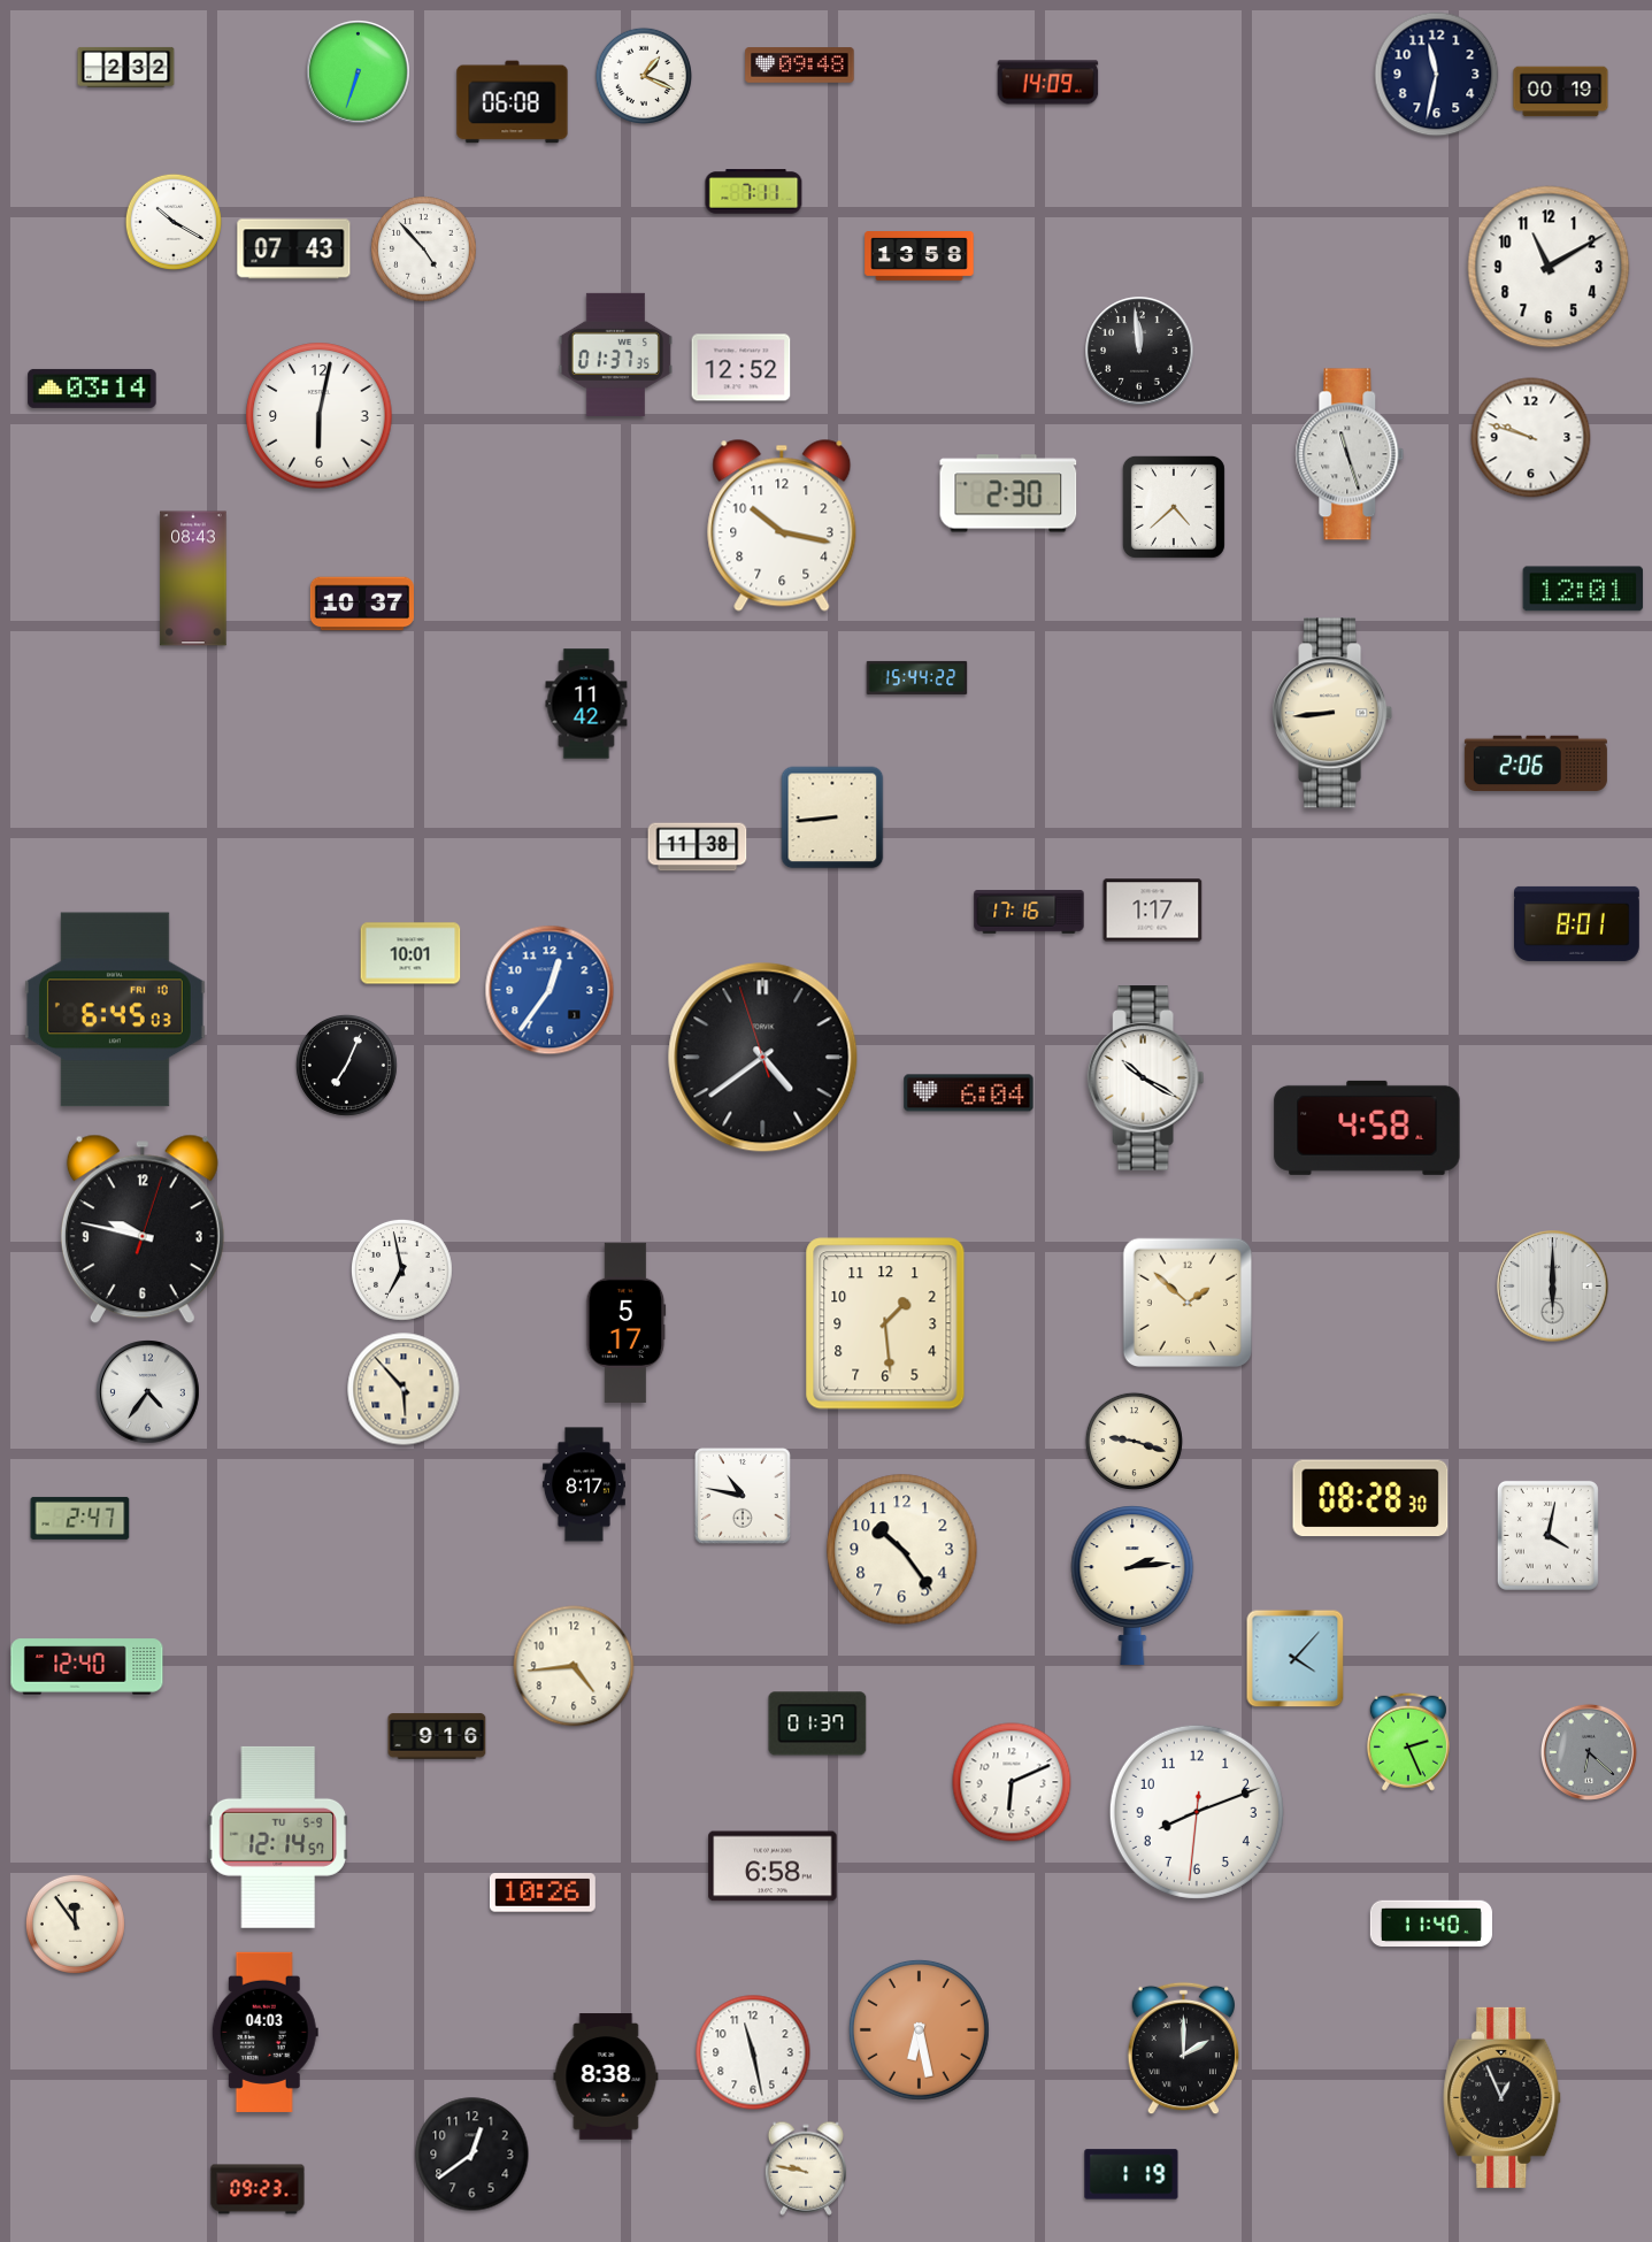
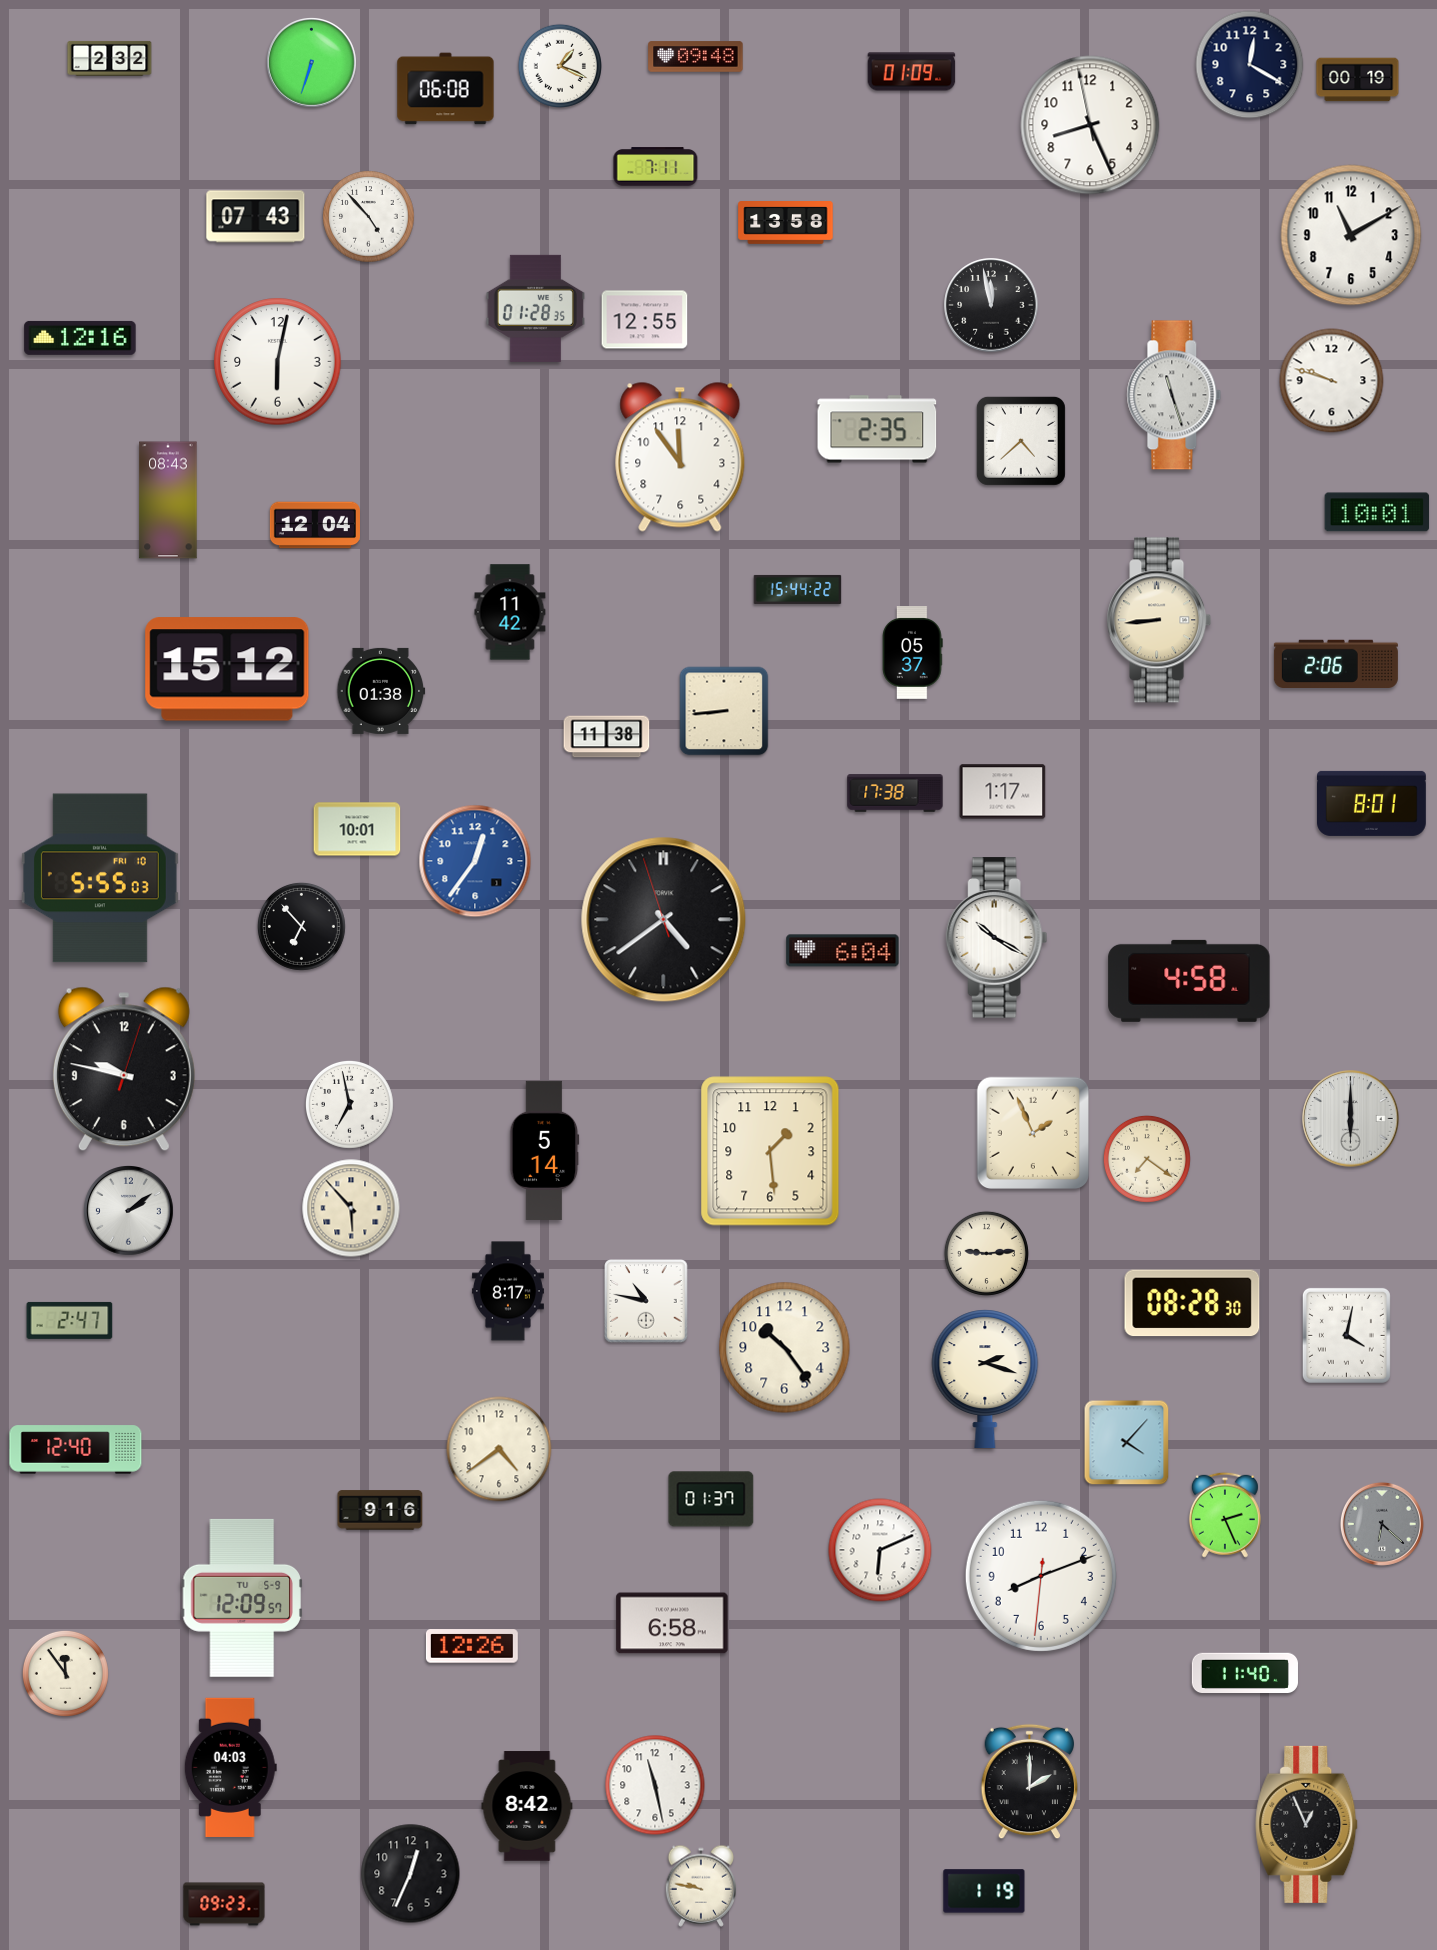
clock at (1437, 75): 11:32 -> 12:20
clock at (1048, 83): 14:09 -> 01:09
clock at (1090, 125): none -> 8:25
clock at (174, 222): 10:20 -> none
clock at (920, 256) position: (920, 256) -> (786, 223)
clock at (1549, 267) position: (1549, 267) -> (1351, 235)
clock at (1139, 351): 11:59 -> 11:58
clock at (615, 354): 01:37 -> 01:28
clock at (742, 368): 12:52 -> 12:55
clock at (92, 389): 03:14 -> 12:16
clock at (1008, 493): 2:30 -> 2:35
clock at (782, 525): 10:17 -> 11:54
clock at (193, 578) position: (193, 578) -> (168, 500)
clock at (1583, 589): 12:01 -> 10:01
clock at (362, 604): 10:37 -> 12:04
clock at (913, 653): none -> 05:37
clock at (227, 669): none -> 15:12
clock at (381, 691): none -> 01:38
clock at (1029, 912): 17:16 -> 17:38
clock at (550, 990) position: (550, 990) -> (475, 861)
clock at (115, 1009): 6:45 -> 5:55
clock at (346, 1065): 7:04 -> 6:53
clock at (1186, 1302): 1:52 -> 1:56
clock at (627, 1322): 5:17 -> 5:14
clock at (1147, 1159): none -> 7:21
clock at (148, 1392): 4:36 -> 2:09
clock at (1134, 1441): 9:18 -> 9:14
clock at (1132, 1584): 2:14 -> 2:18
clock at (574, 1666): 4:44 -> 4:39
clock at (278, 1837): 12:14 -> 12:09
clock at (543, 1892): 10:26 -> 12:26
clock at (919, 2029): 6:28 -> none
clock at (606, 2076): 8:38 -> 8:42
clock at (472, 2155): 12:39 -> 12:34
